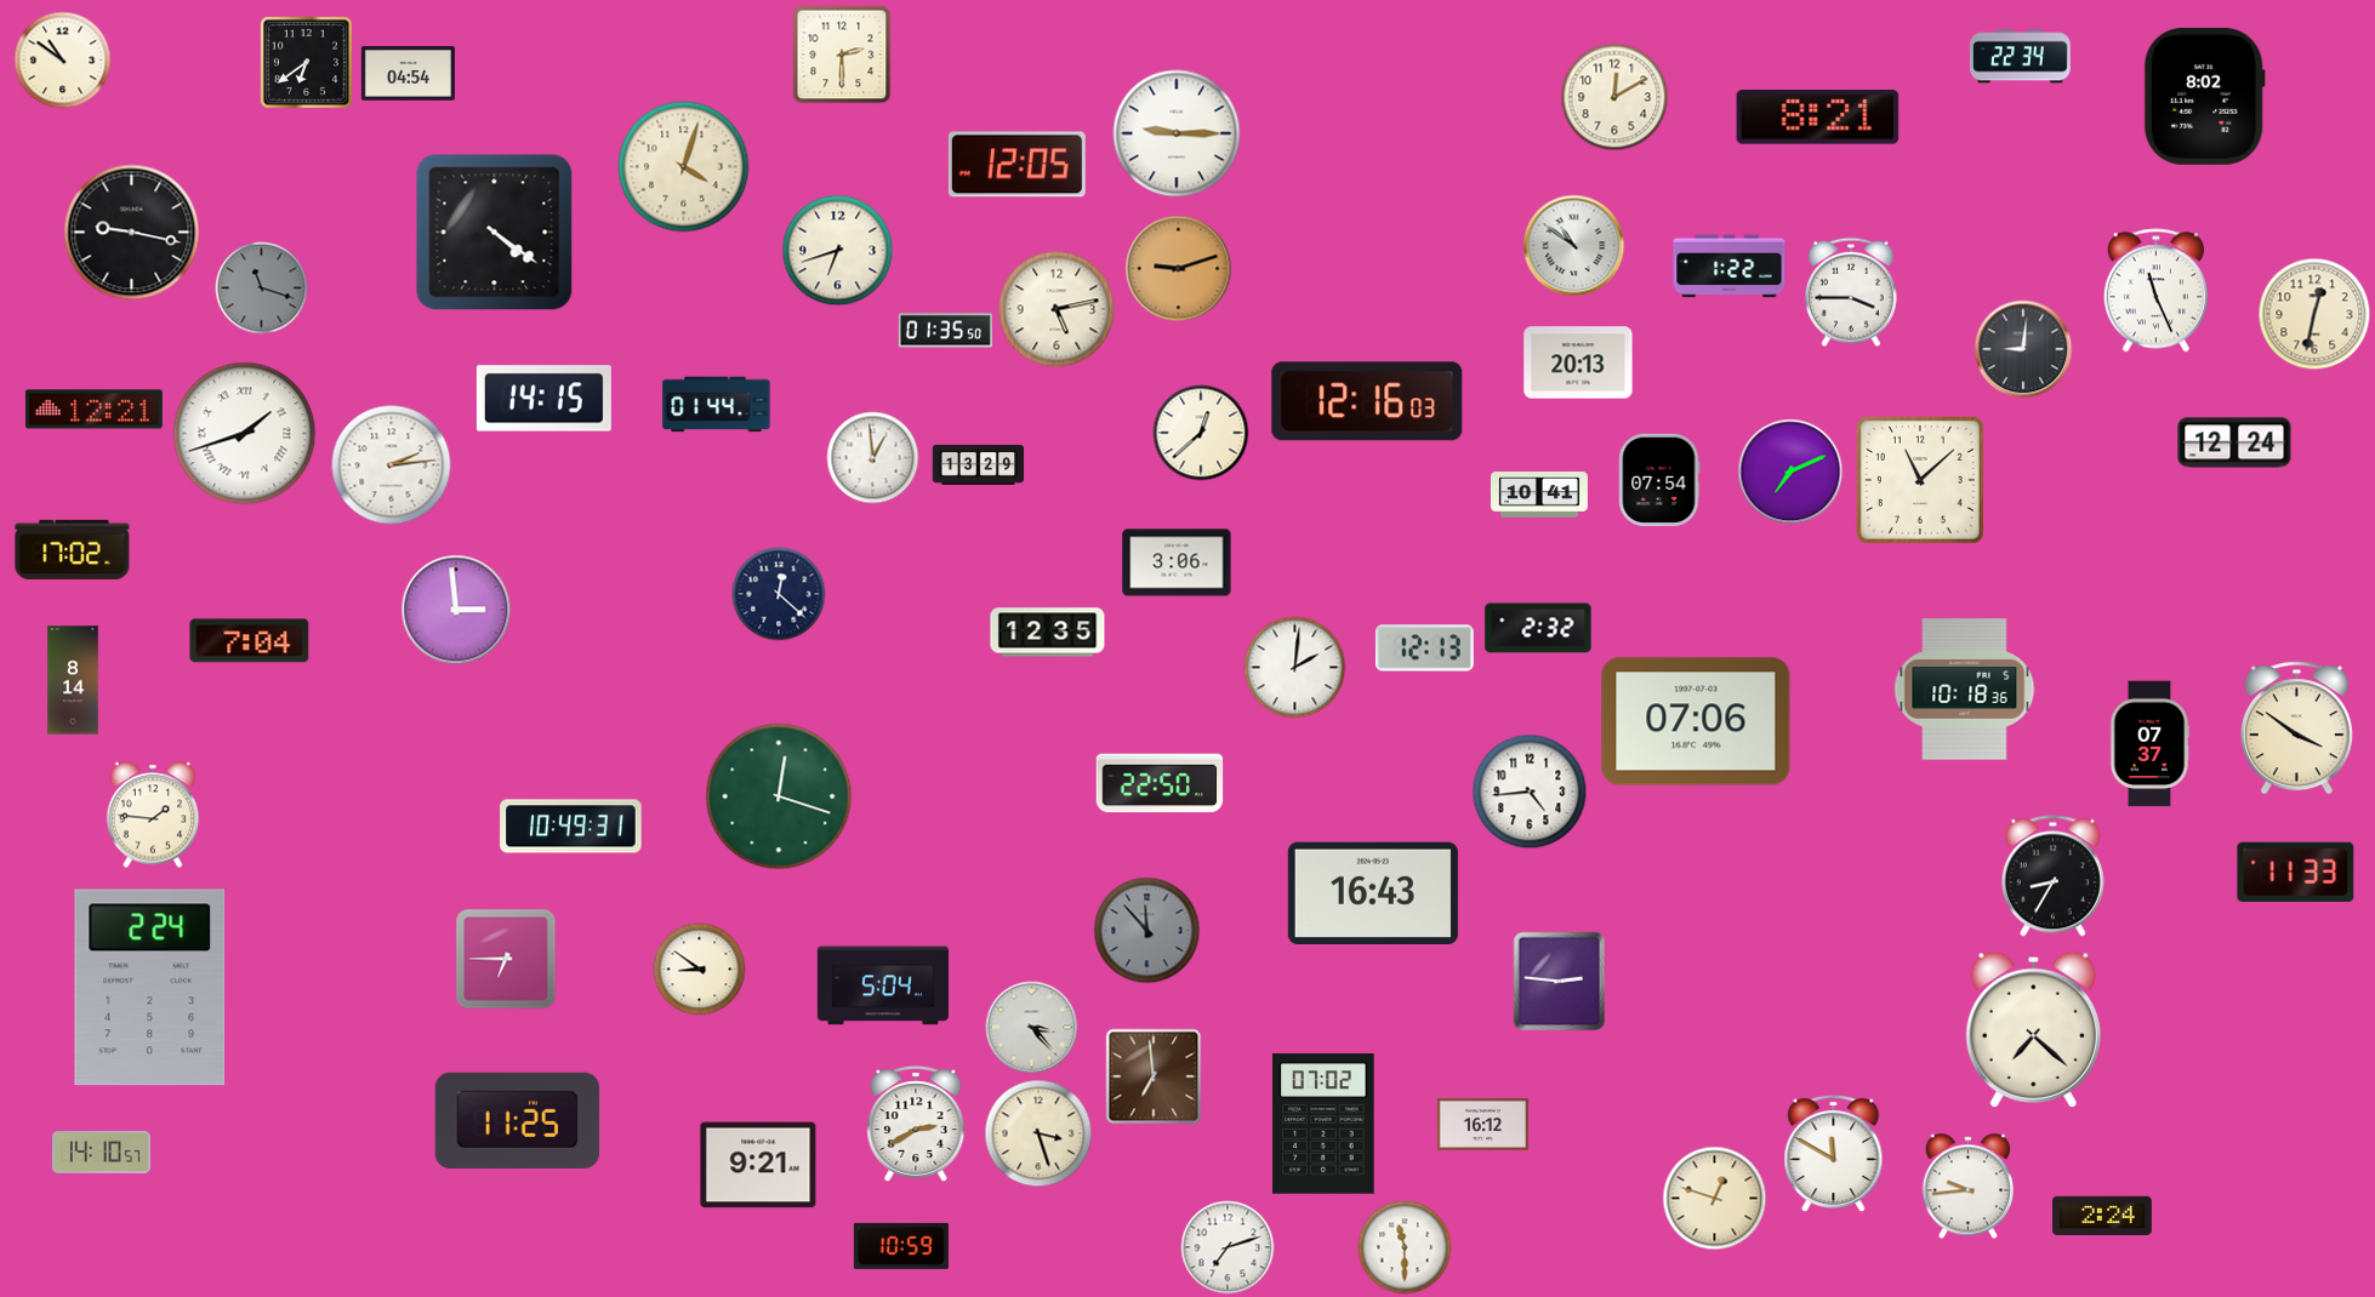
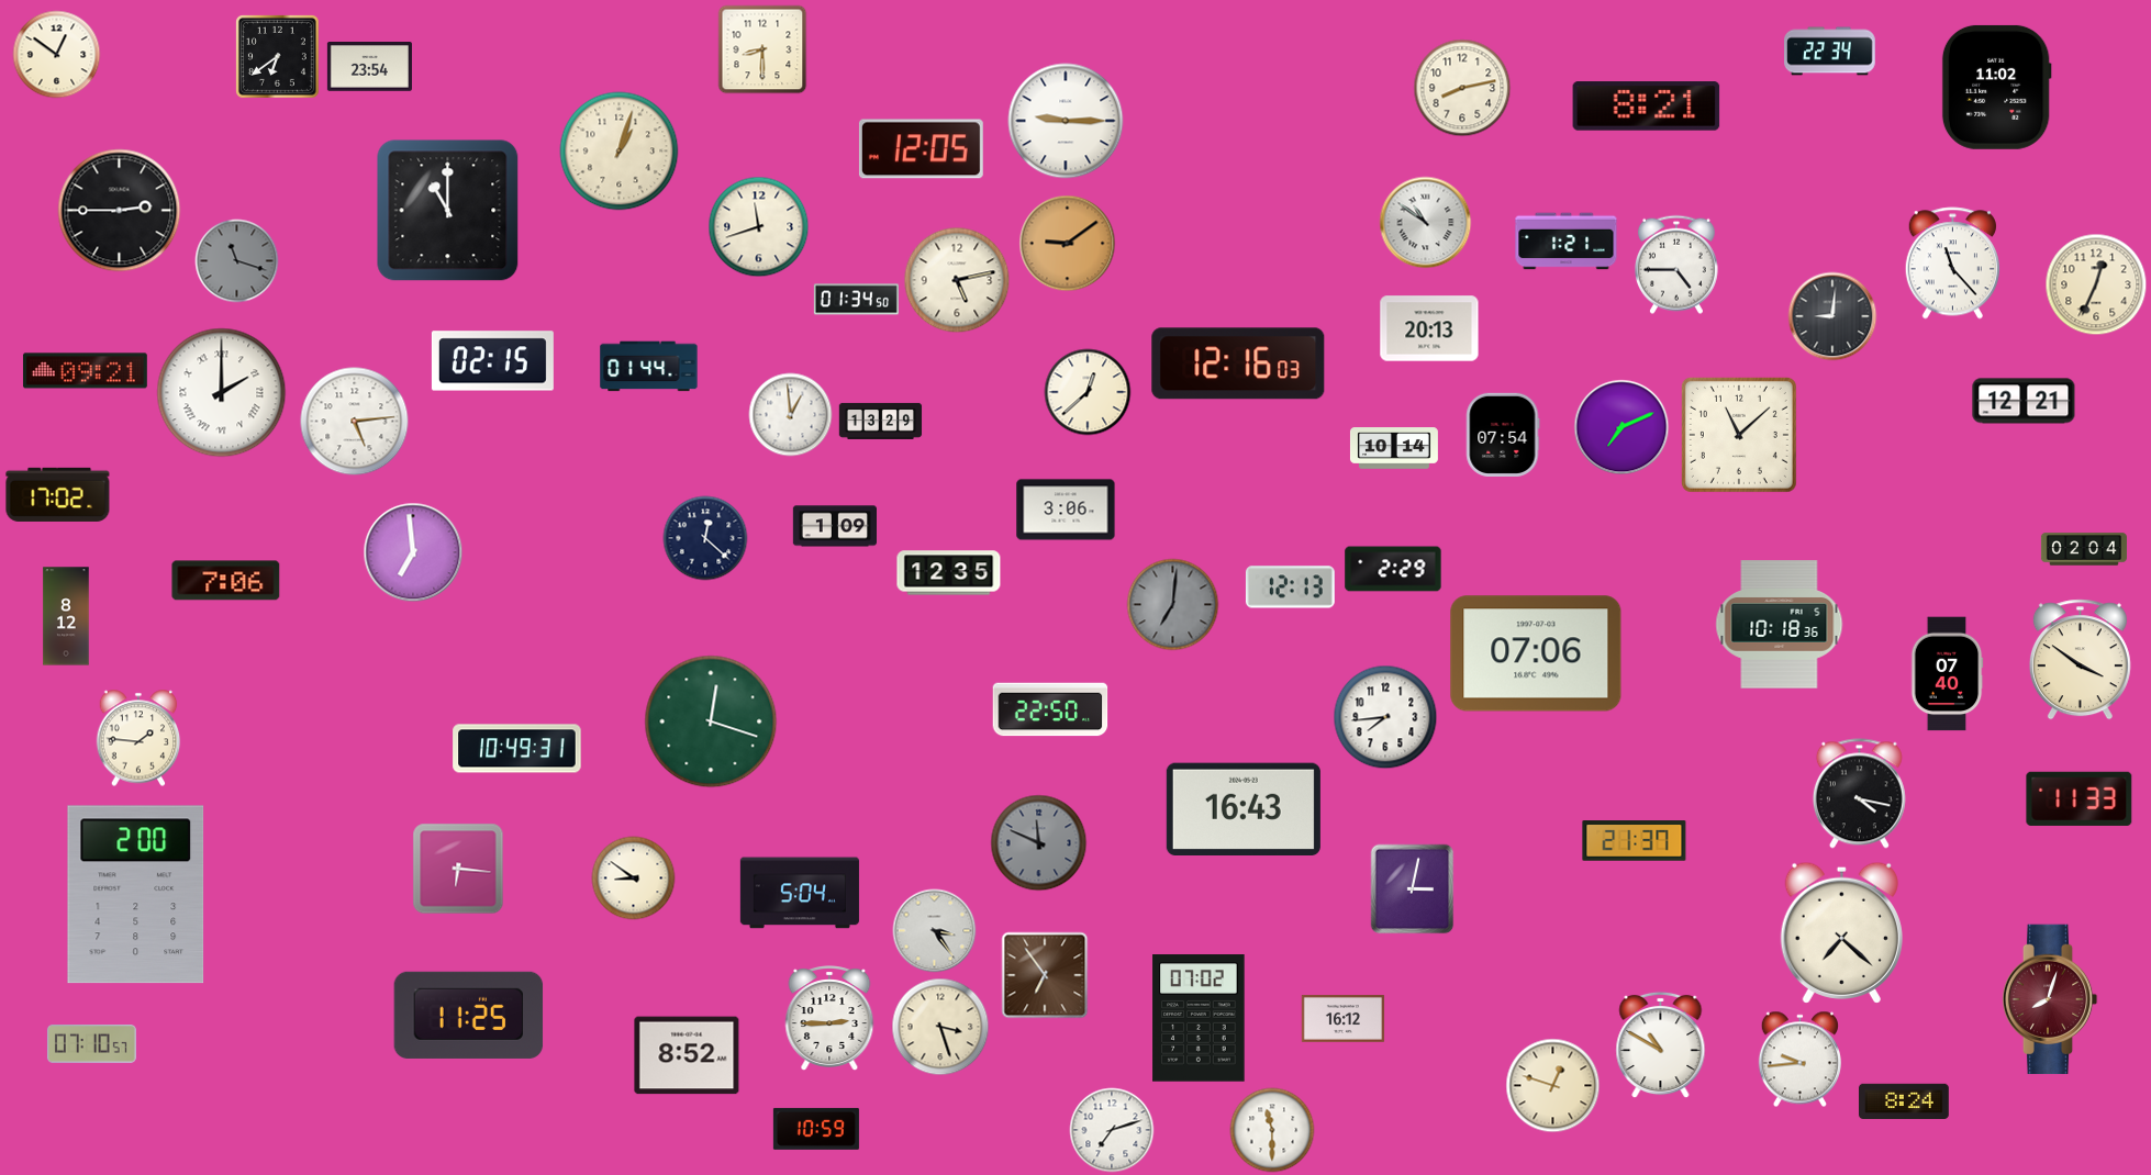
clock at (842, 55): 2:30 -> 8:30
clock at (63, 61): 10:51 -> 12:51
clock at (408, 74): 04:54 -> 23:54
clock at (2204, 96): 8:02 -> 11:02
clock at (1614, 97): 12:10 -> 8:13
clock at (684, 167): 4:03 -> 1:03
clock at (132, 233): 9:17 -> 2:45
clock at (495, 233): 4:21 -> 11:00
clock at (838, 251): 6:42 -> 11:42
clock at (1730, 267): 1:22 -> 1:21
clock at (1179, 269): 9:12 -> 9:09
clock at (2155, 291): 11:26 -> 11:23
clock at (1851, 292): 3:45 -> 4:45
clock at (2314, 314): 12:32 -> 12:34
clock at (945, 331): 01:35 -> 01:34
clock at (543, 399): 14:15 -> 02:15
clock at (93, 410): 12:21 -> 09:21
clock at (245, 434): 1:42 -> 2:00
clock at (2234, 442): 12:24 -> 12:21
clock at (979, 464) position: (979, 464) -> (881, 421)
clock at (392, 465): 2:14 -> 5:14
clock at (1539, 495): 10:41 -> 10:14
clock at (73, 549) position: (73, 549) -> (58, 494)
clock at (834, 526): none -> 1:09
clock at (2084, 549): none -> 02:04
clock at (456, 610): 2:59 -> 6:59
clock at (1538, 628): 2:32 -> 2:29
clock at (250, 641): 7:04 -> 7:06
clock at (1295, 668): 2:01 -> 7:01
clock at (1295, 668) dial: white -> grey
clock at (73, 680): 8:14 -> 8:12
clock at (2149, 744): 07:37 -> 07:40
clock at (1530, 792): 4:44 -> 7:44
clock at (779, 796) position: (779, 796) -> (711, 721)
clock at (2296, 872) position: (2296, 872) -> (2080, 798)
clock at (2052, 876): 8:35 -> 4:17
clock at (1635, 841): none -> 21:37
clock at (1147, 931): 11:53 -> 11:49
clock at (506, 959): 6:45 -> 6:16
clock at (1560, 982): 2:46 -> 3:02
clock at (150, 988): 2:24 -> 2:00
clock at (1032, 1028): 3:23 -> 3:24
clock at (1154, 1076): 6:59 -> 6:54
clock at (2050, 999): none -> 8:03
clock at (916, 1124): 2:40 -> 2:45
clock at (101, 1153): 14:10 -> 07:10
clock at (1834, 1154): 11:50 -> 10:50
clock at (758, 1165): 9:21 -> 8:52
clock at (1967, 1187) position: (1967, 1187) -> (1799, 1060)
clock at (2103, 1215): 2:24 -> 8:24
